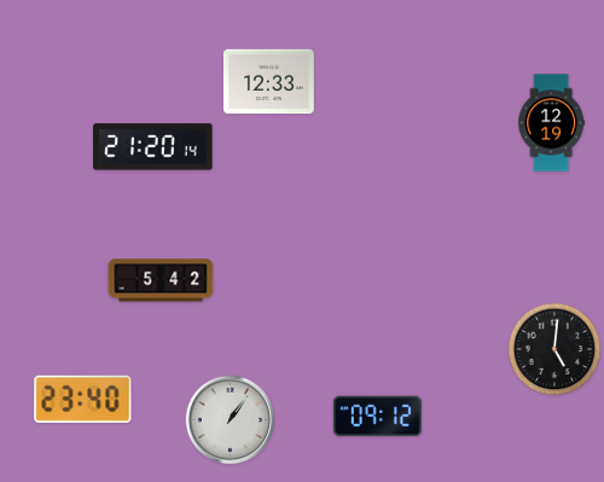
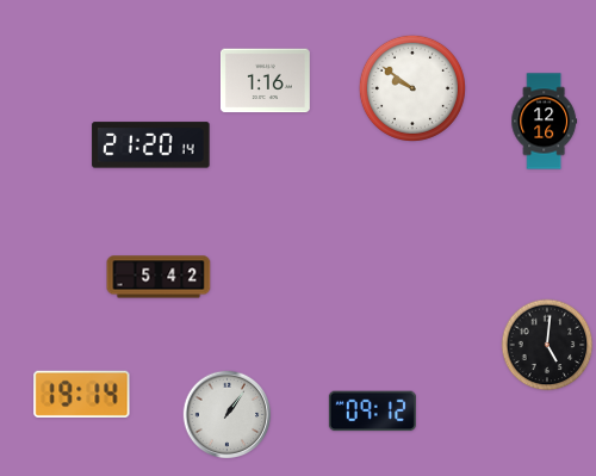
clock at (268, 82): 12:33 -> 1:16
clock at (412, 88): none -> 9:51
clock at (552, 123): 12:19 -> 12:16
clock at (83, 399): 23:40 -> 19:14
